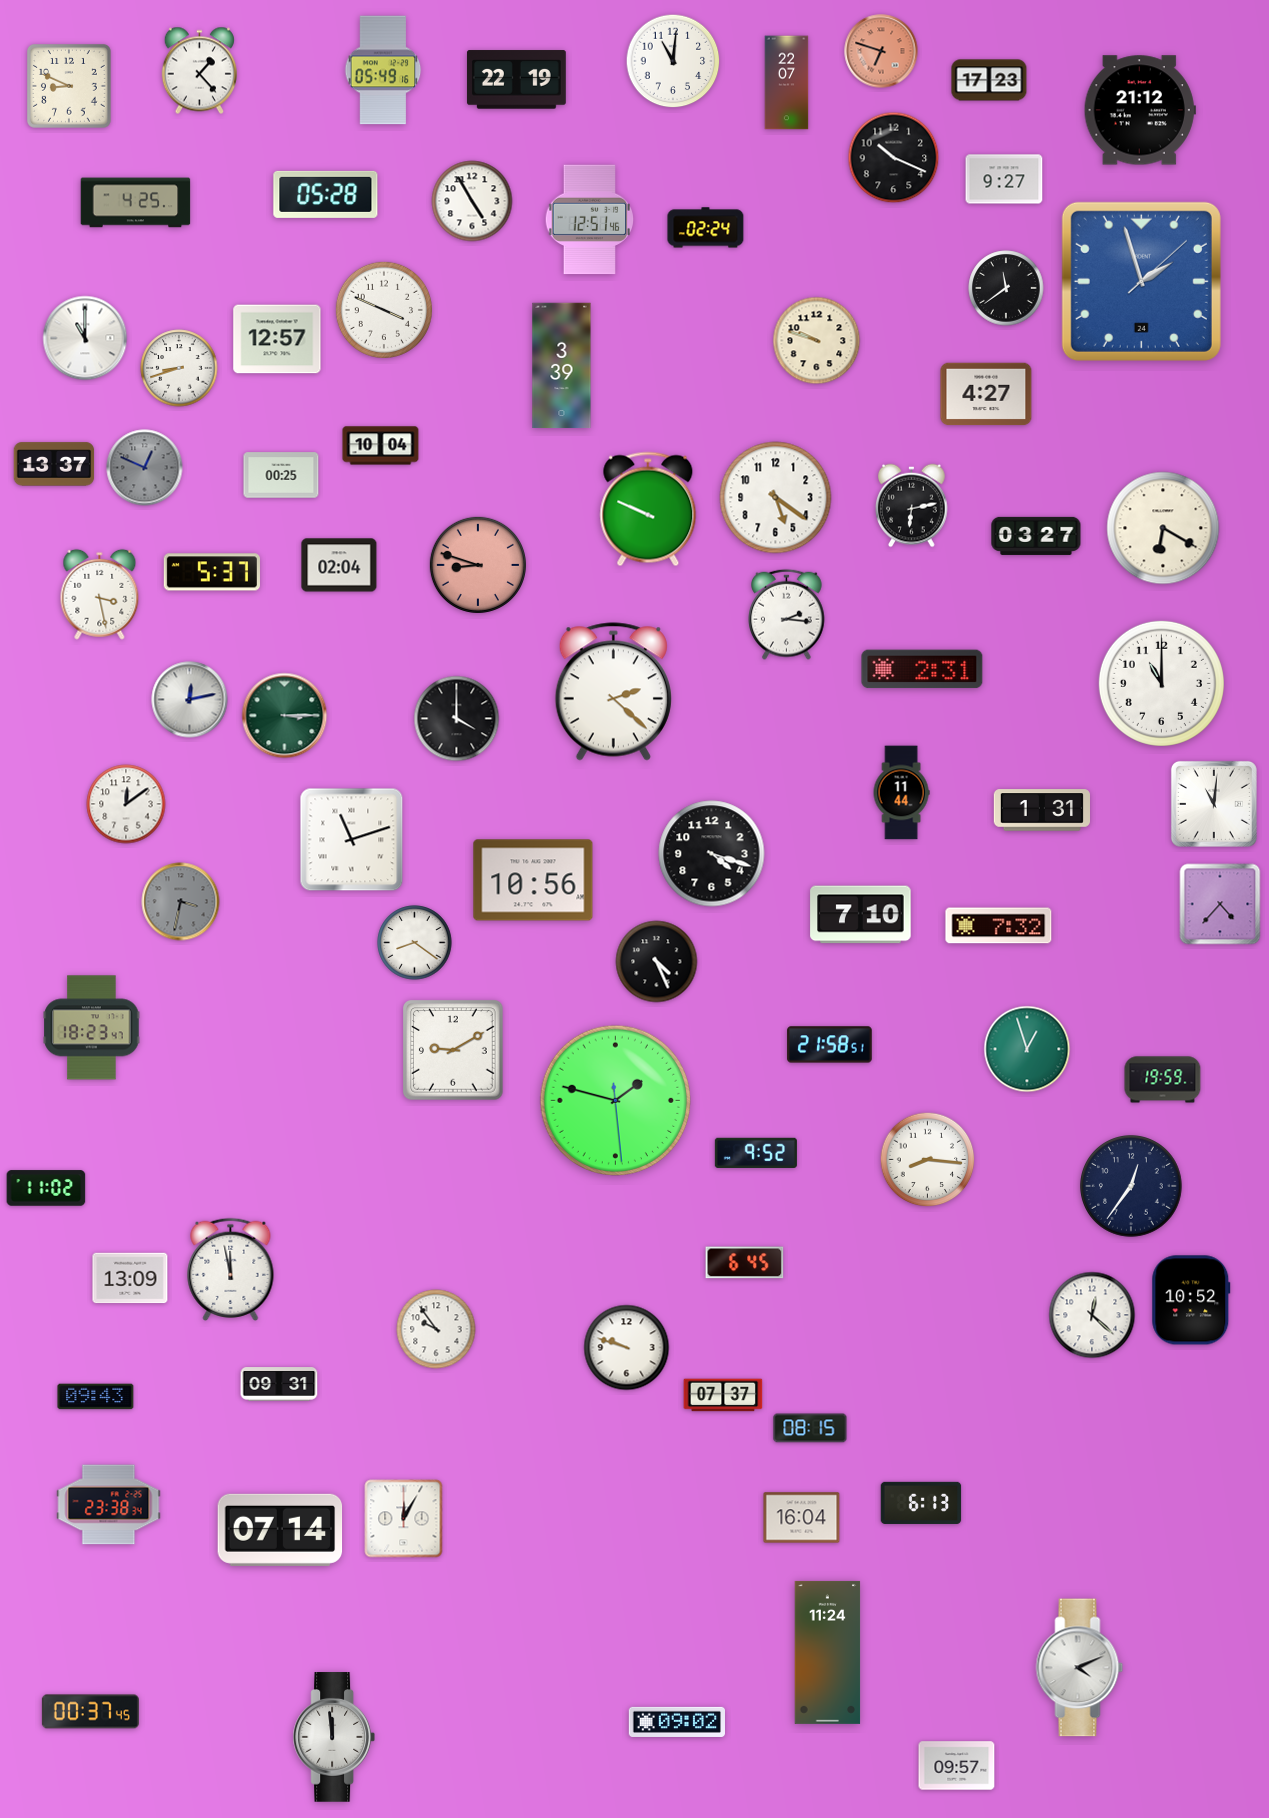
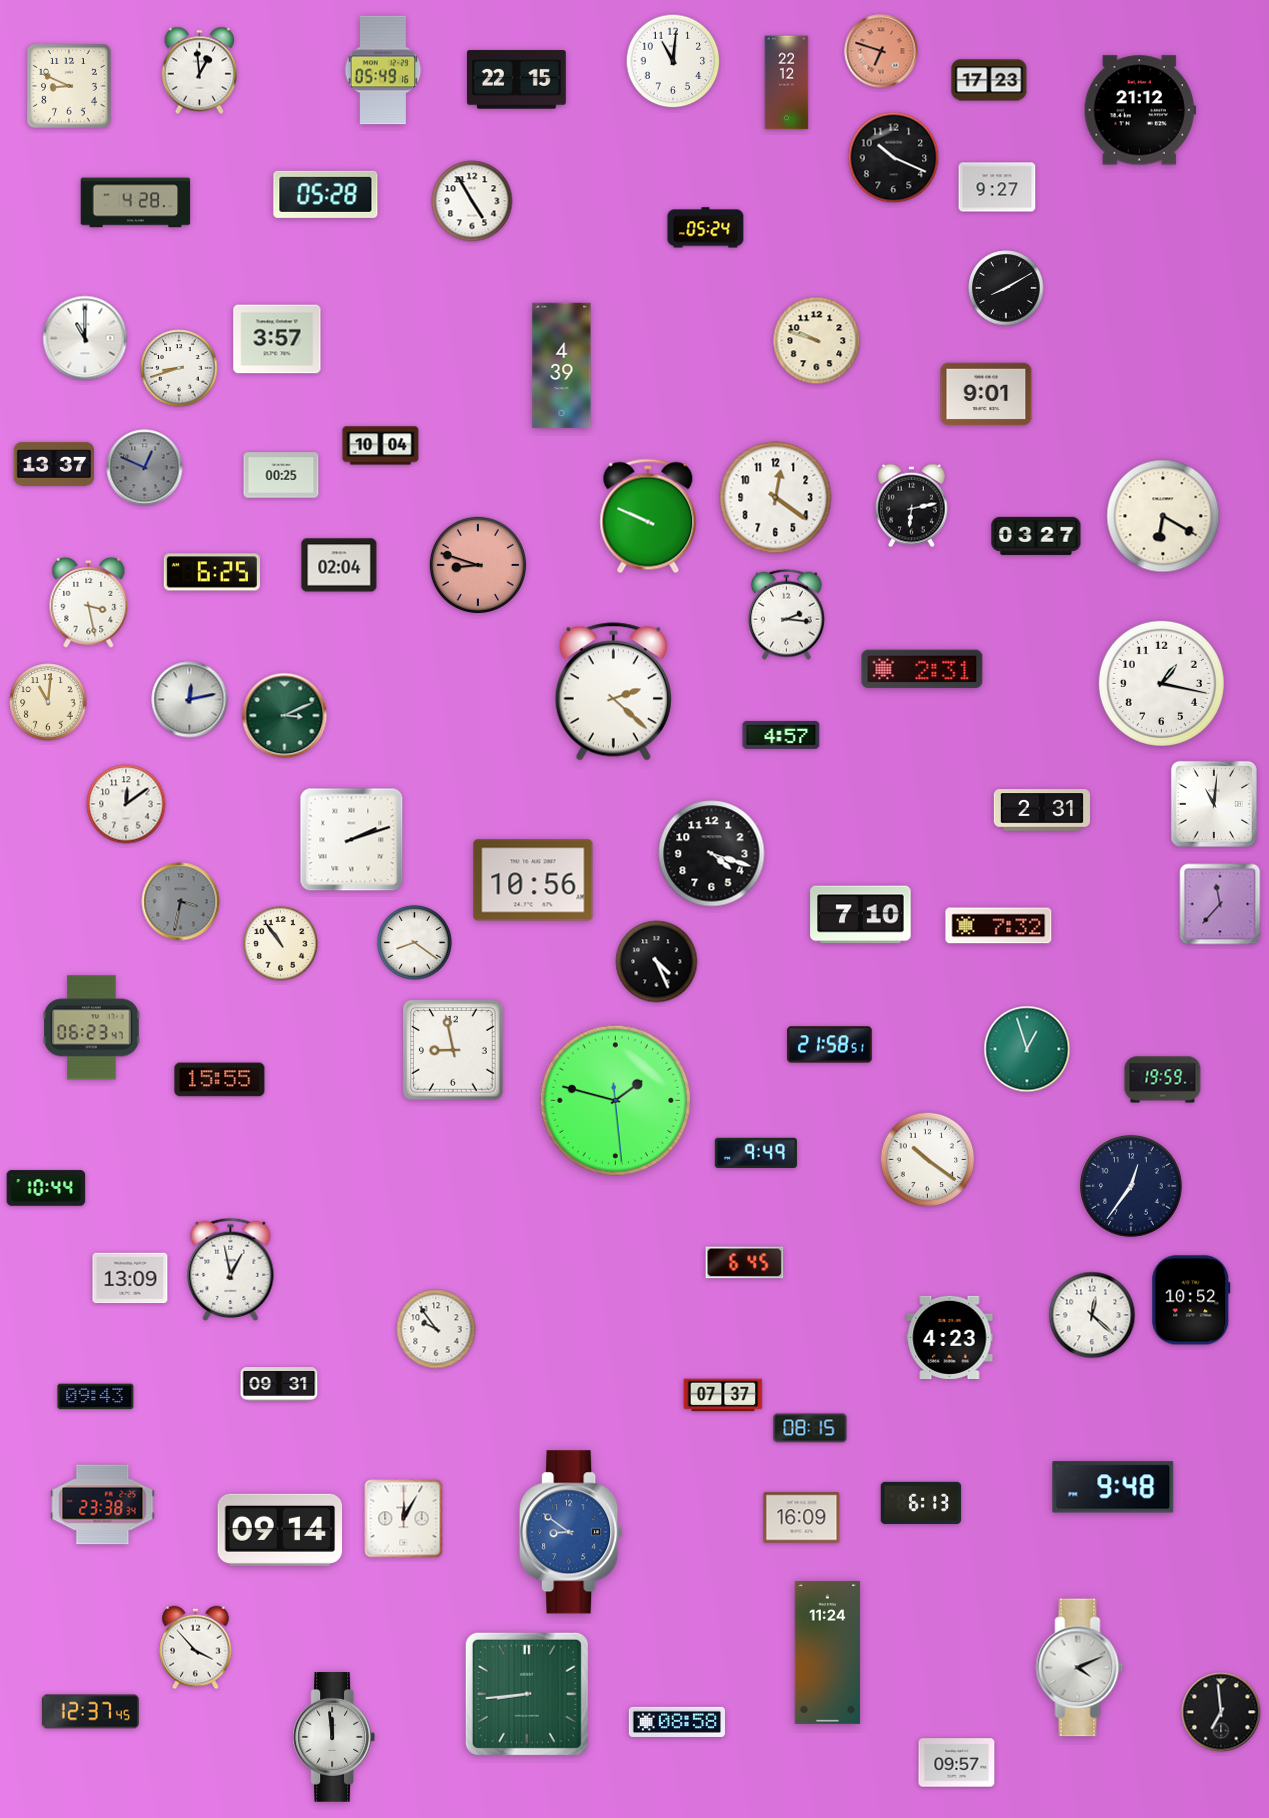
clock at (199, 71): 1:23 -> 12:59
clock at (516, 80): 22:19 -> 22:15
clock at (787, 83): 22:07 -> 22:12
clock at (1004, 179) position: (1004, 179) -> (997, 187)
clock at (136, 203): 4:25 -> 4:28
clock at (590, 220): 12:51 -> none
clock at (706, 228): 02:24 -> 05:24
clock at (1141, 281): 1:57 -> none
clock at (1006, 288): 11:39 -> 8:10
clock at (384, 310): 3:49 -> none
clock at (277, 339): 12:57 -> 3:57
clock at (562, 366): 3:39 -> 4:39
clock at (986, 394): 4:27 -> 9:01
clock at (776, 498): 5:21 -> 12:21
clock at (648, 509) position: (648, 509) -> (648, 516)
clock at (1163, 528) position: (1163, 528) -> (1163, 516)
clock at (212, 572): 5:37 -> 6:25
clock at (100, 594) position: (100, 594) -> (89, 602)
clock at (1161, 683): 11:00 -> 1:17
clock at (48, 702): none -> 11:01
clock at (285, 716): 3:15 -> 3:11
clock at (457, 719): 4:00 -> none
clock at (781, 735): none -> 4:57
clock at (901, 793): 11:44 -> none
clock at (1041, 810): 1:31 -> 2:31
clock at (352, 840): 11:12 -> 2:12
clock at (1220, 904): 4:37 -> 11:37
clock at (281, 944): none -> 10:54
clock at (92, 1028): 18:23 -> 06:23
clock at (454, 1051): 9:10 -> 8:58
clock at (220, 1080): none -> 15:55
clock at (756, 1152): 9:52 -> 9:49
clock at (928, 1160): 8:16 -> 10:21
clock at (46, 1188): 11:02 -> 10:44
clock at (231, 1269): 11:58 -> 12:58
clock at (950, 1337): none -> 4:23
clock at (627, 1348): 9:48 -> none
clock at (1113, 1487): none -> 9:48
clock at (109, 1505) position: (109, 1505) -> (103, 1505)
clock at (802, 1518): 16:04 -> 16:09
clock at (280, 1530): 07:14 -> 09:14
clock at (571, 1532): none -> 8:51
clock at (196, 1648): none -> 3:53
clock at (527, 1694): none -> 8:44
clock at (90, 1712): 00:37 -> 12:37
clock at (1221, 1712): none -> 6:59
clock at (676, 1722): 09:02 -> 08:58
clock at (957, 1766) position: (957, 1766) -> (957, 1763)
